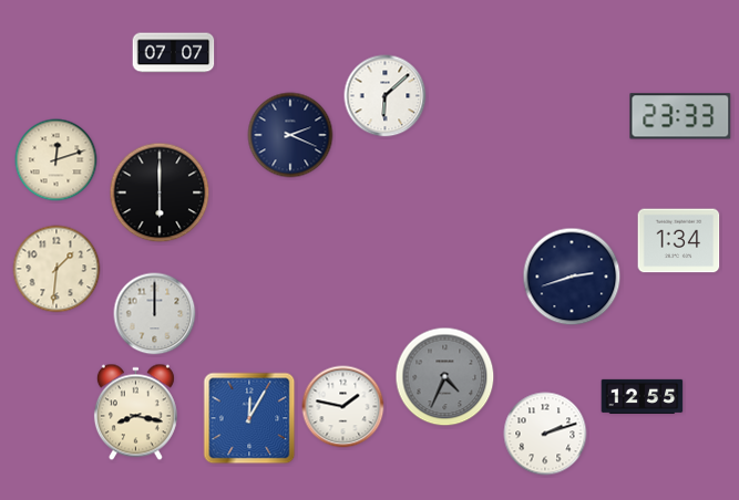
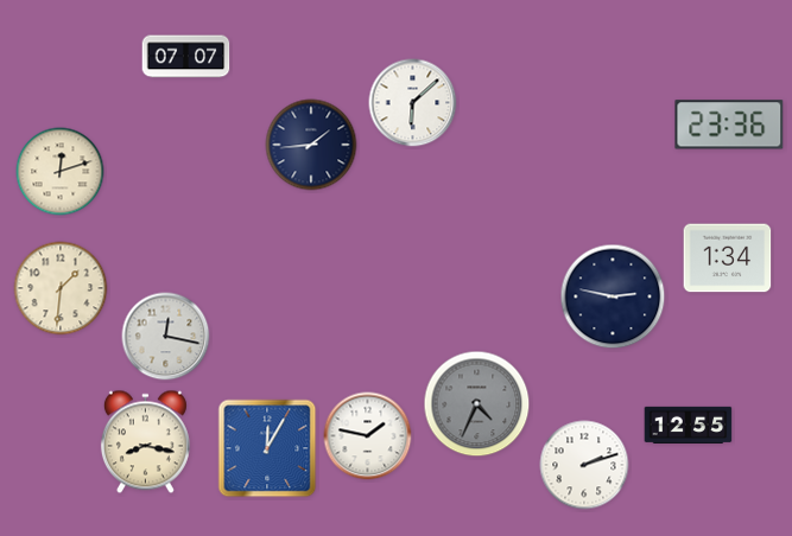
clock at (680, 116): 23:33 -> 23:36
clock at (290, 135): 2:19 -> 1:44
clock at (160, 192): 6:00 -> none
clock at (572, 277): 2:42 -> 2:47
clock at (155, 314): 12:00 -> 12:17
